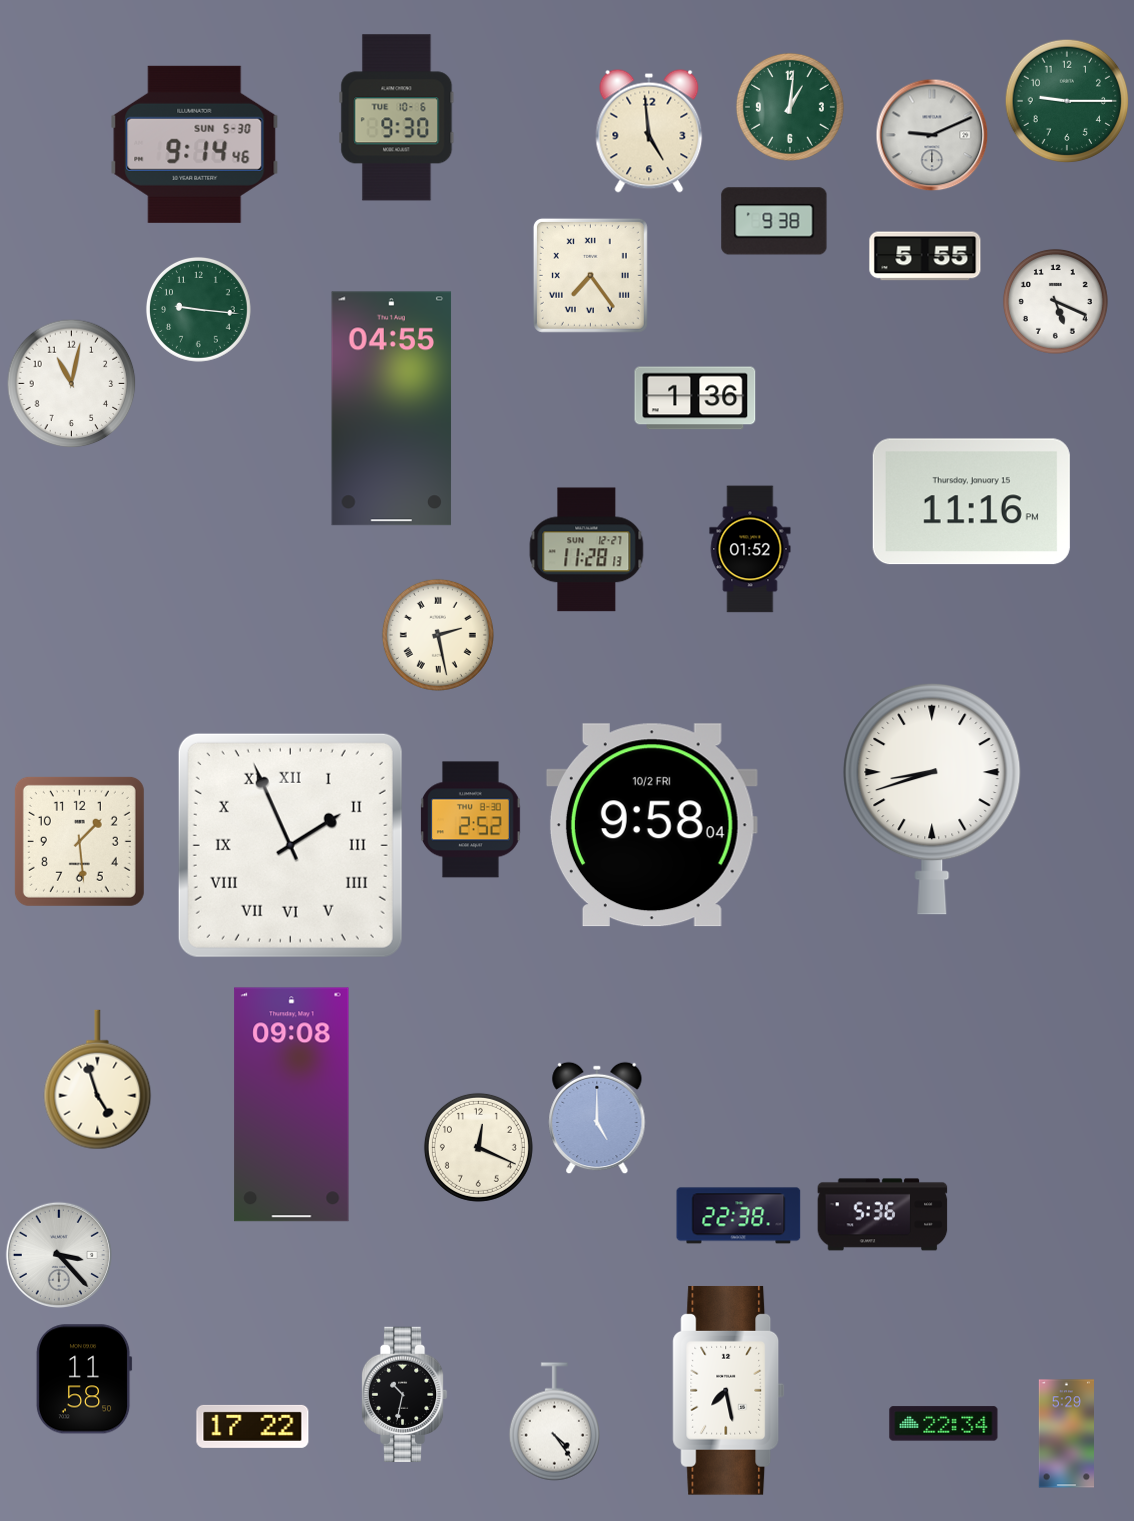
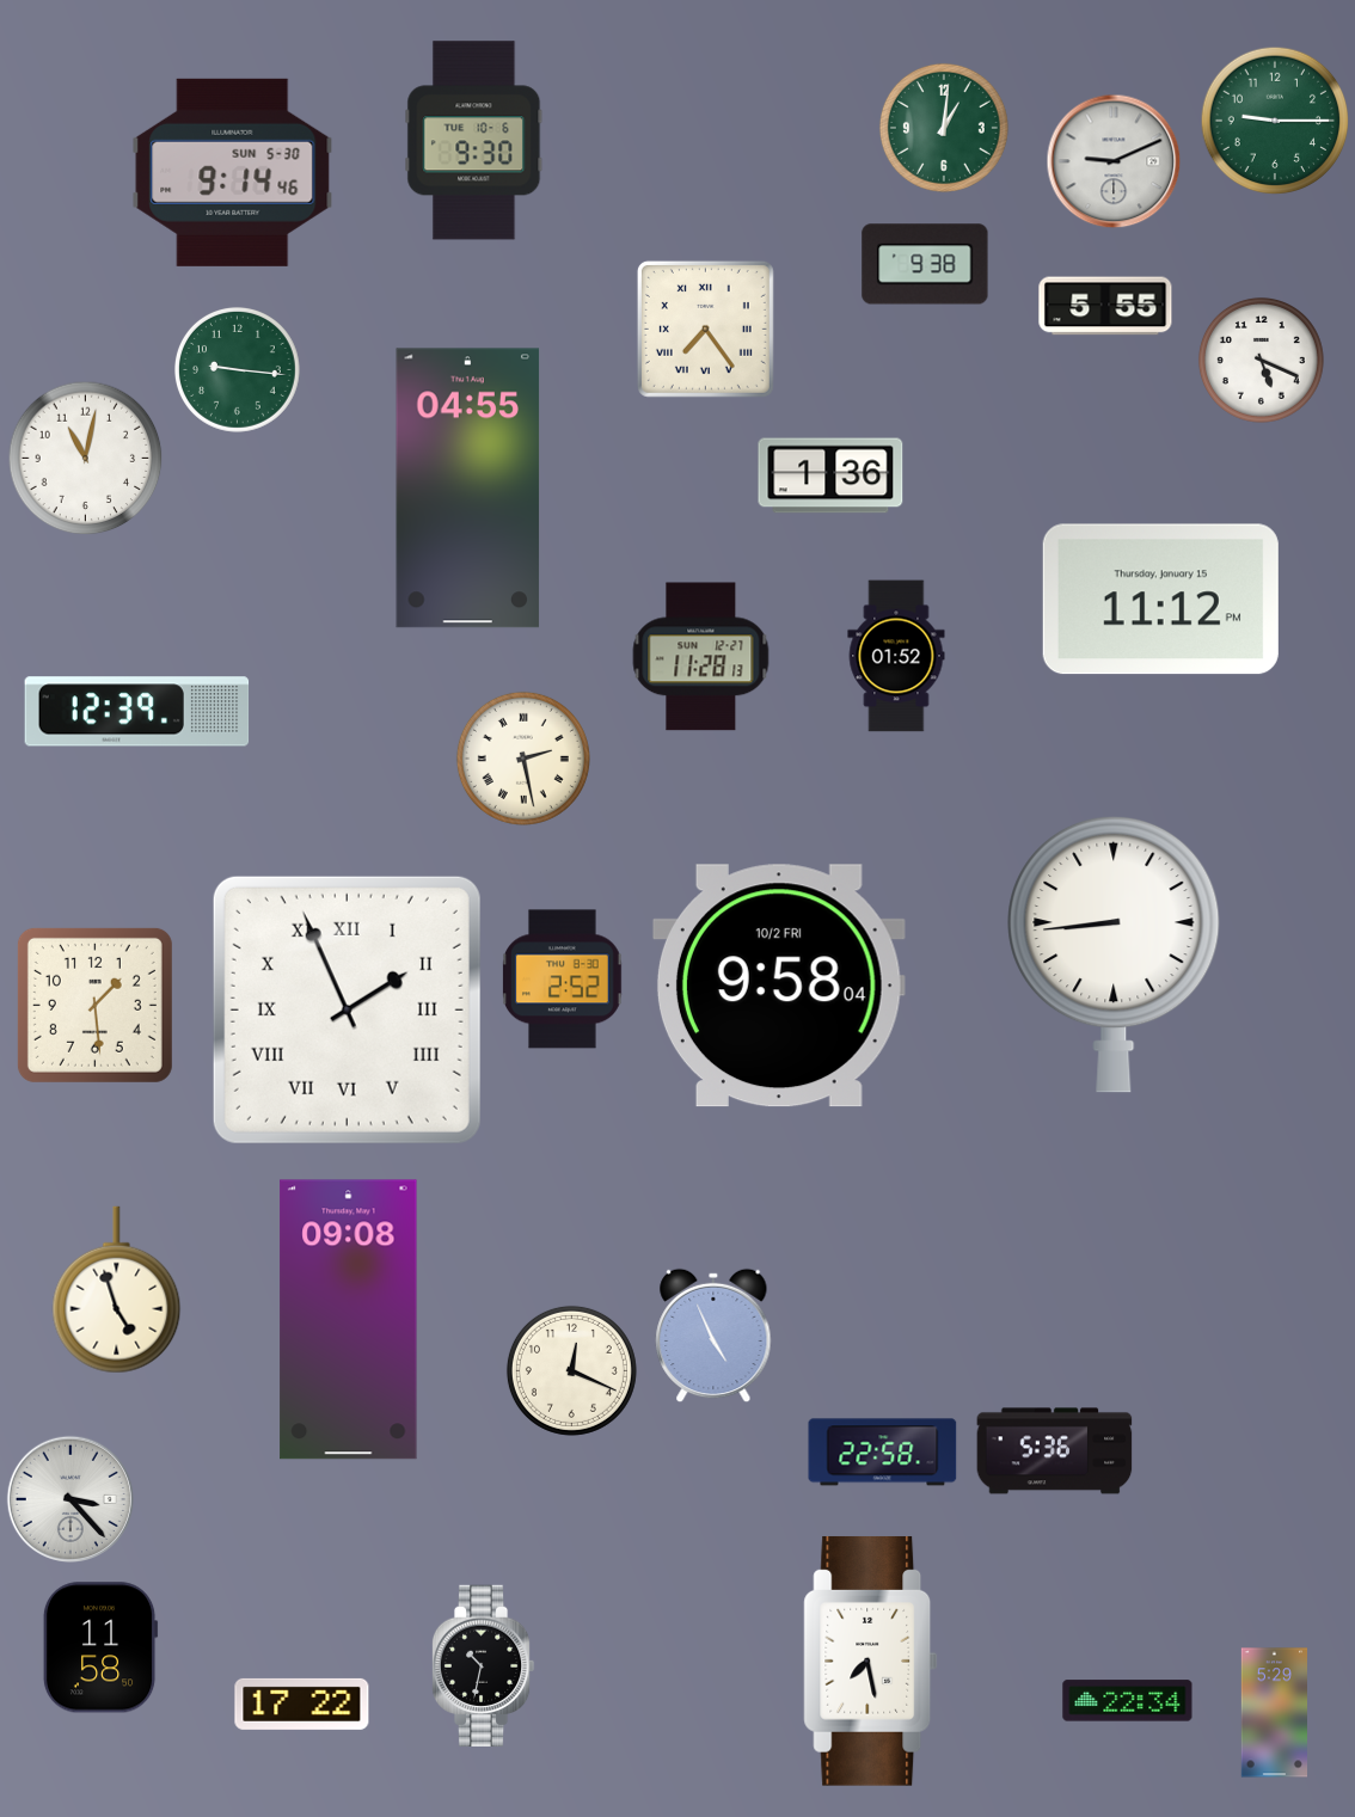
clock at (649, 131): 4:59 -> none
clock at (971, 502): 11:16 -> 11:12
clock at (137, 712): none -> 12:39
clock at (932, 799): 8:42 -> 8:44
clock at (597, 1118): 5:00 -> 4:56
clock at (739, 1216): 22:38 -> 22:58
clock at (554, 1422): 4:24 -> none
